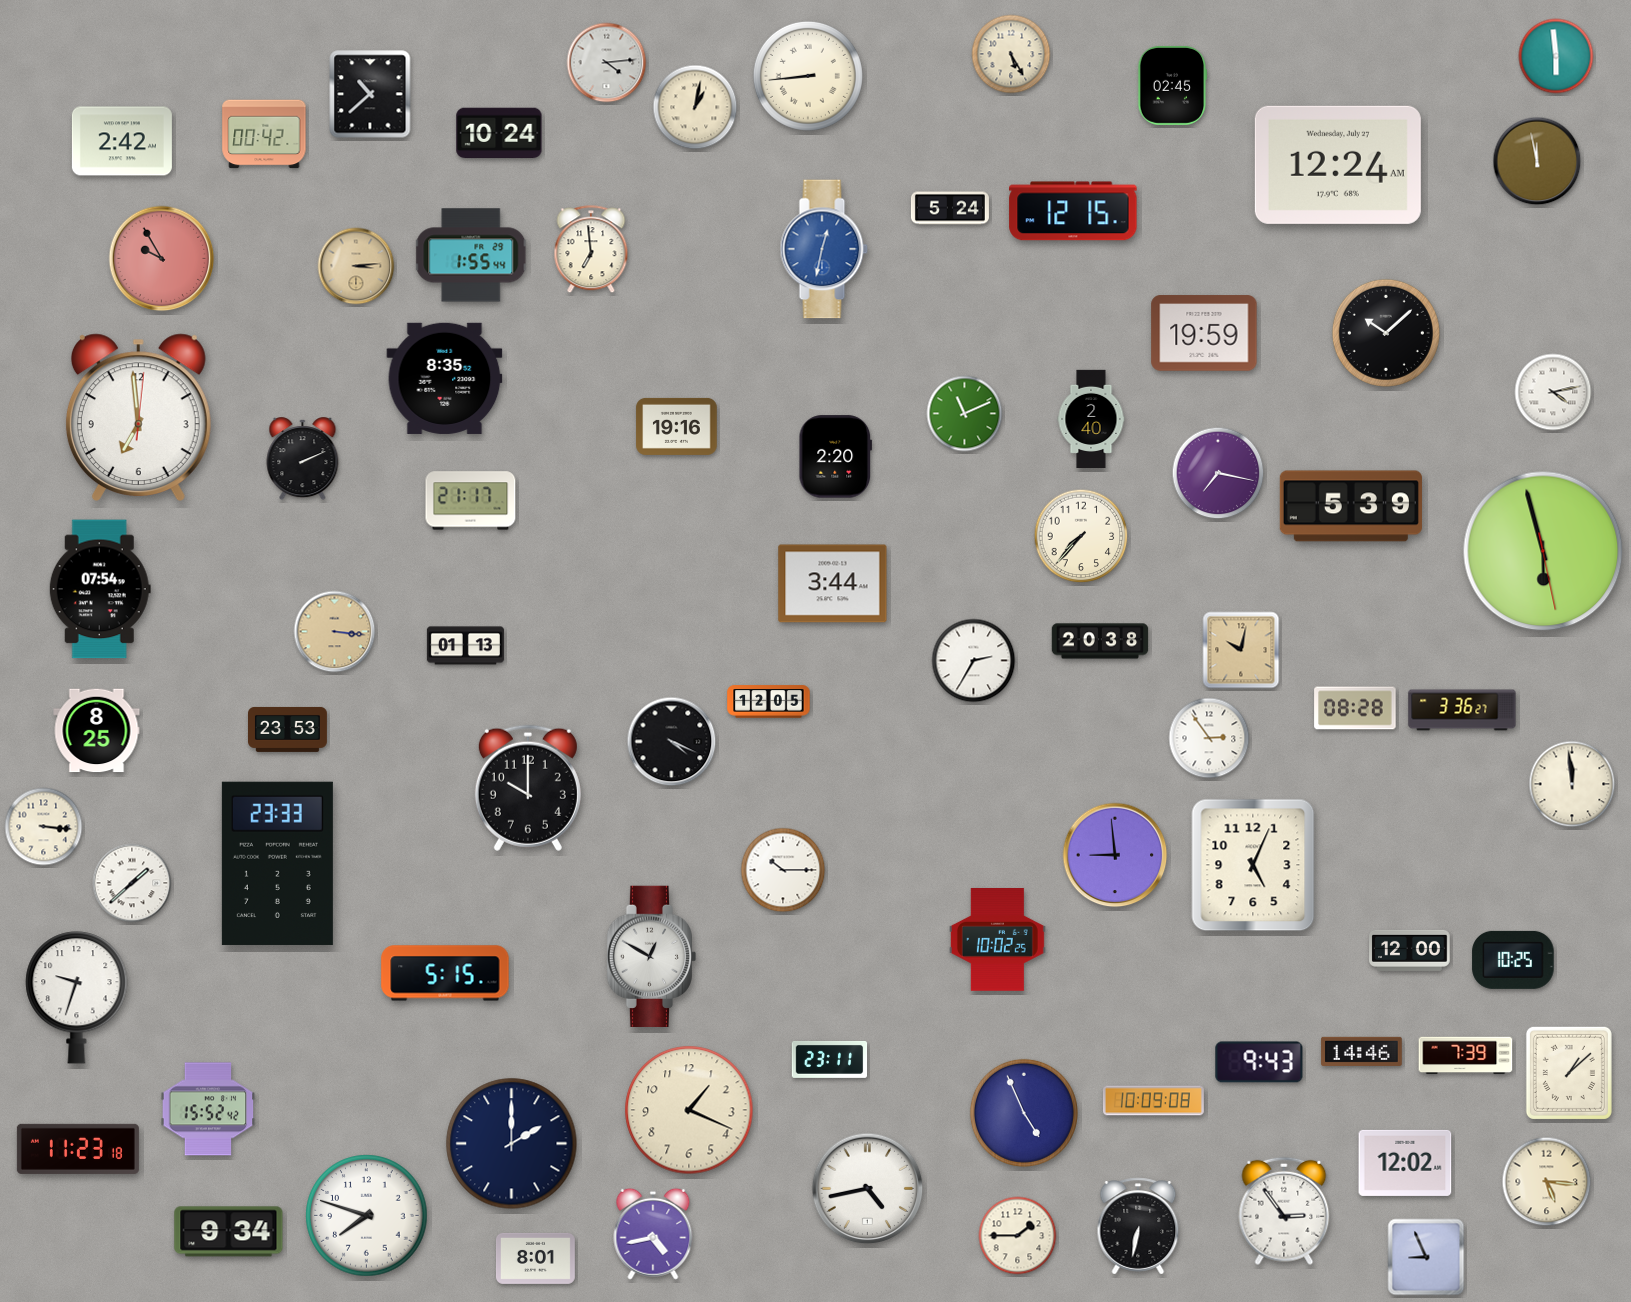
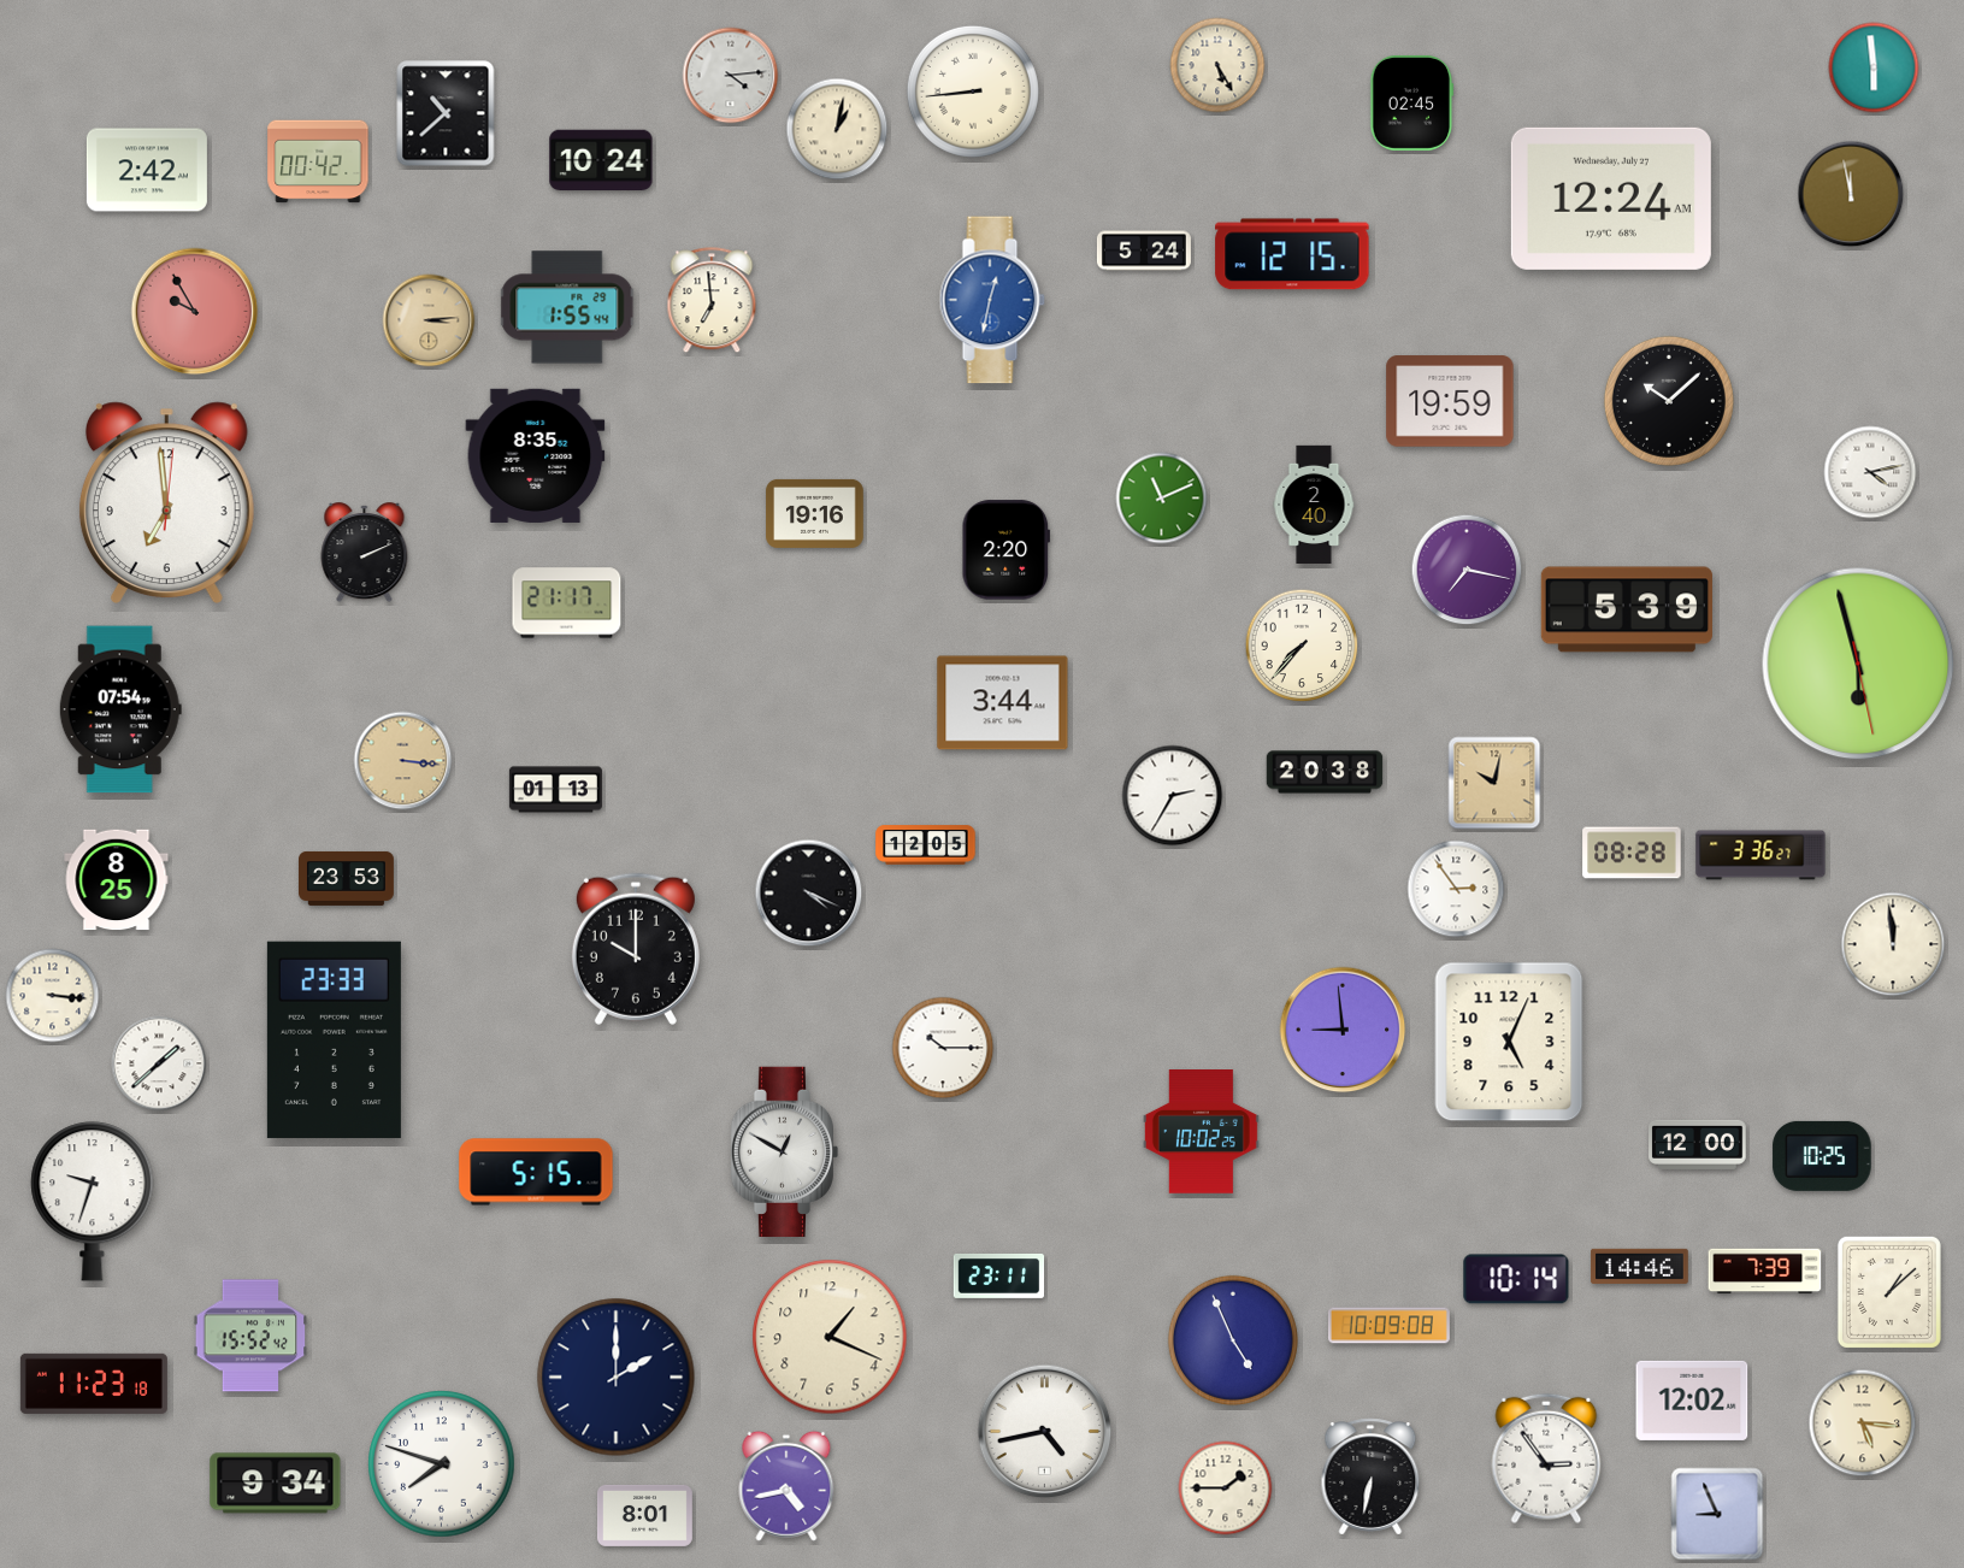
clock at (465, 646) position: (465, 646) -> (555, 790)
clock at (1259, 1062): 9:43 -> 10:14
